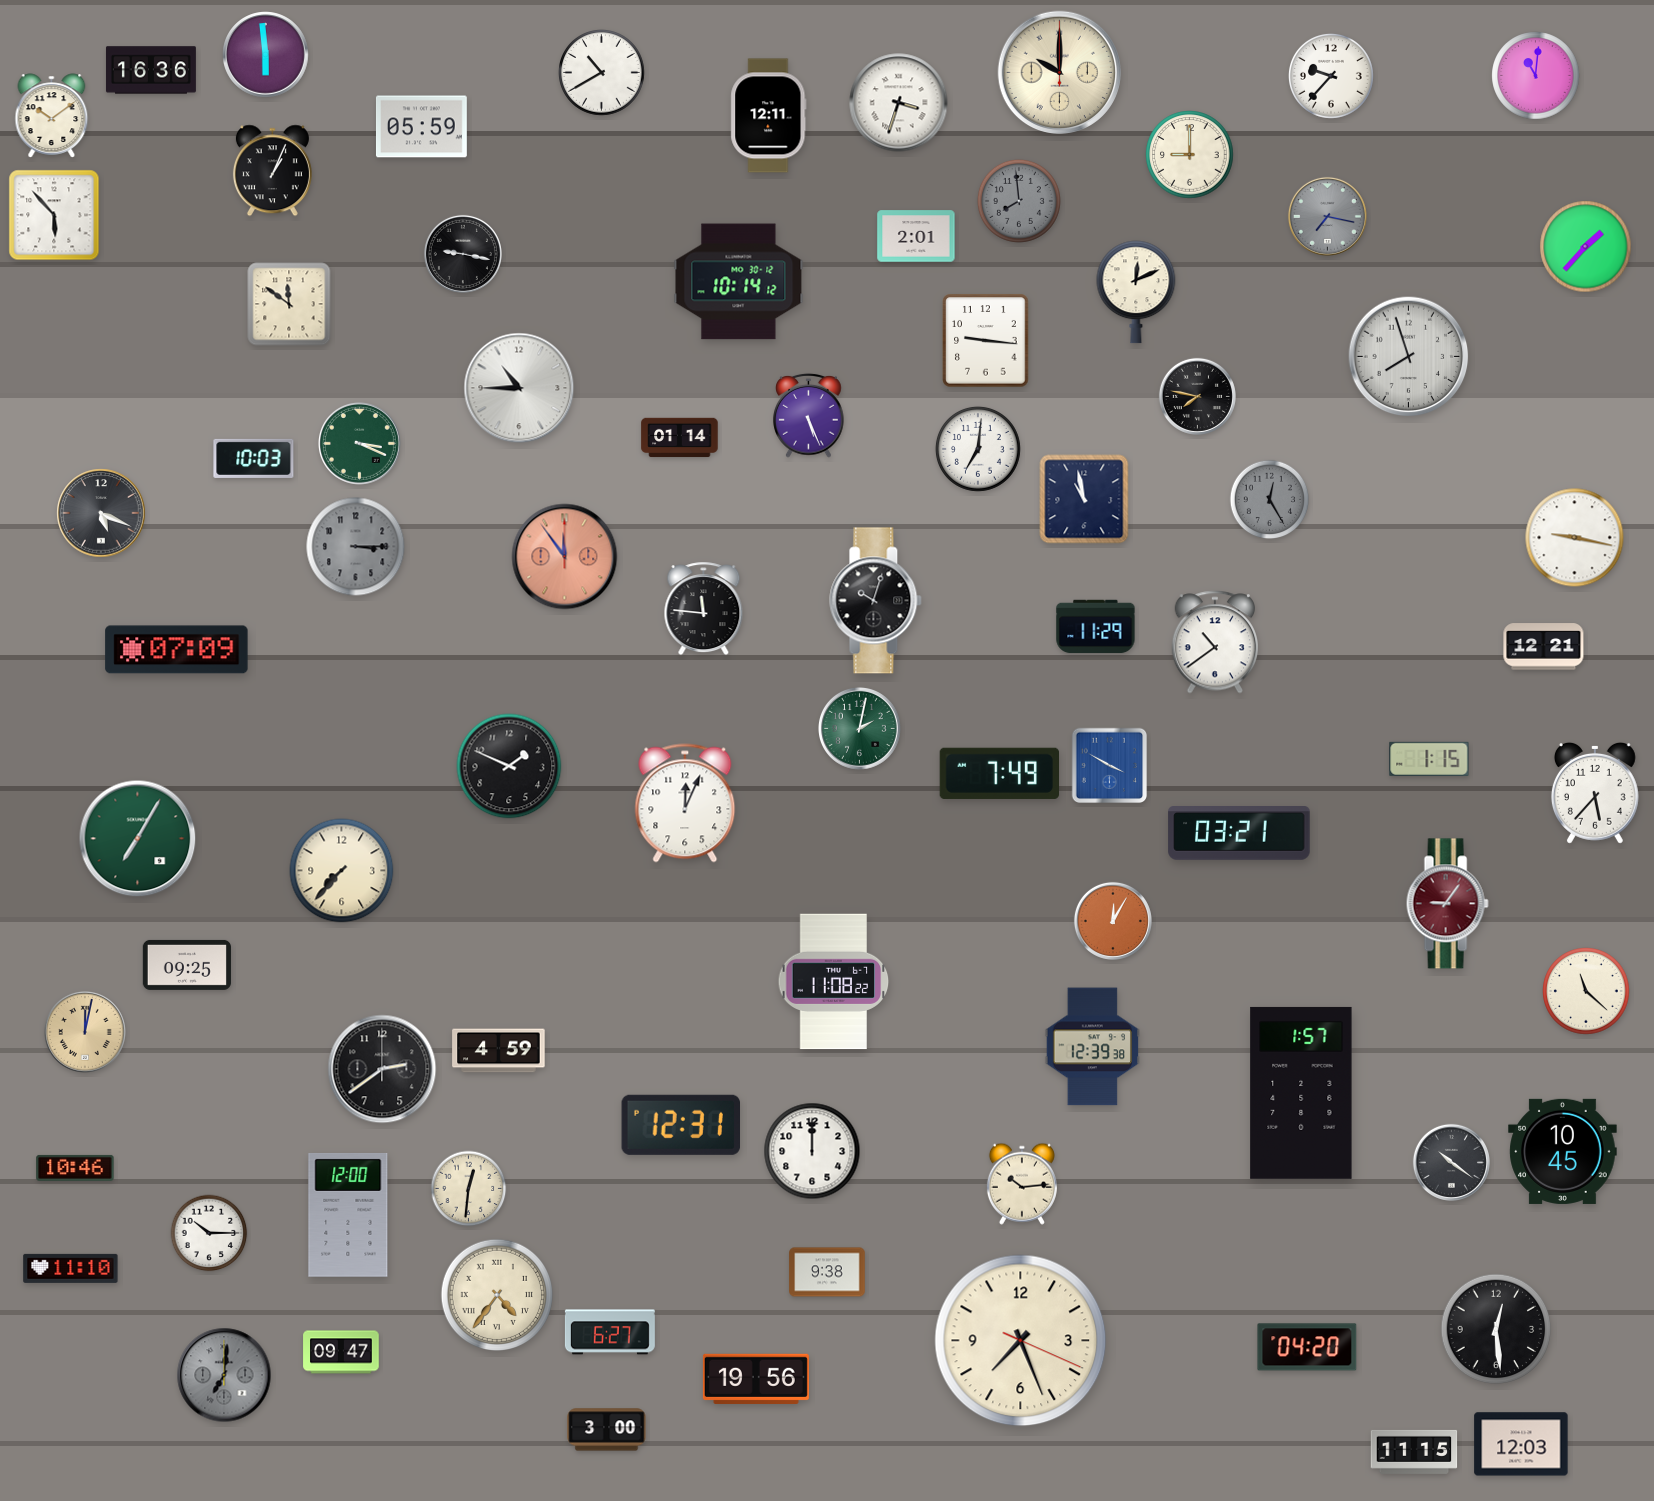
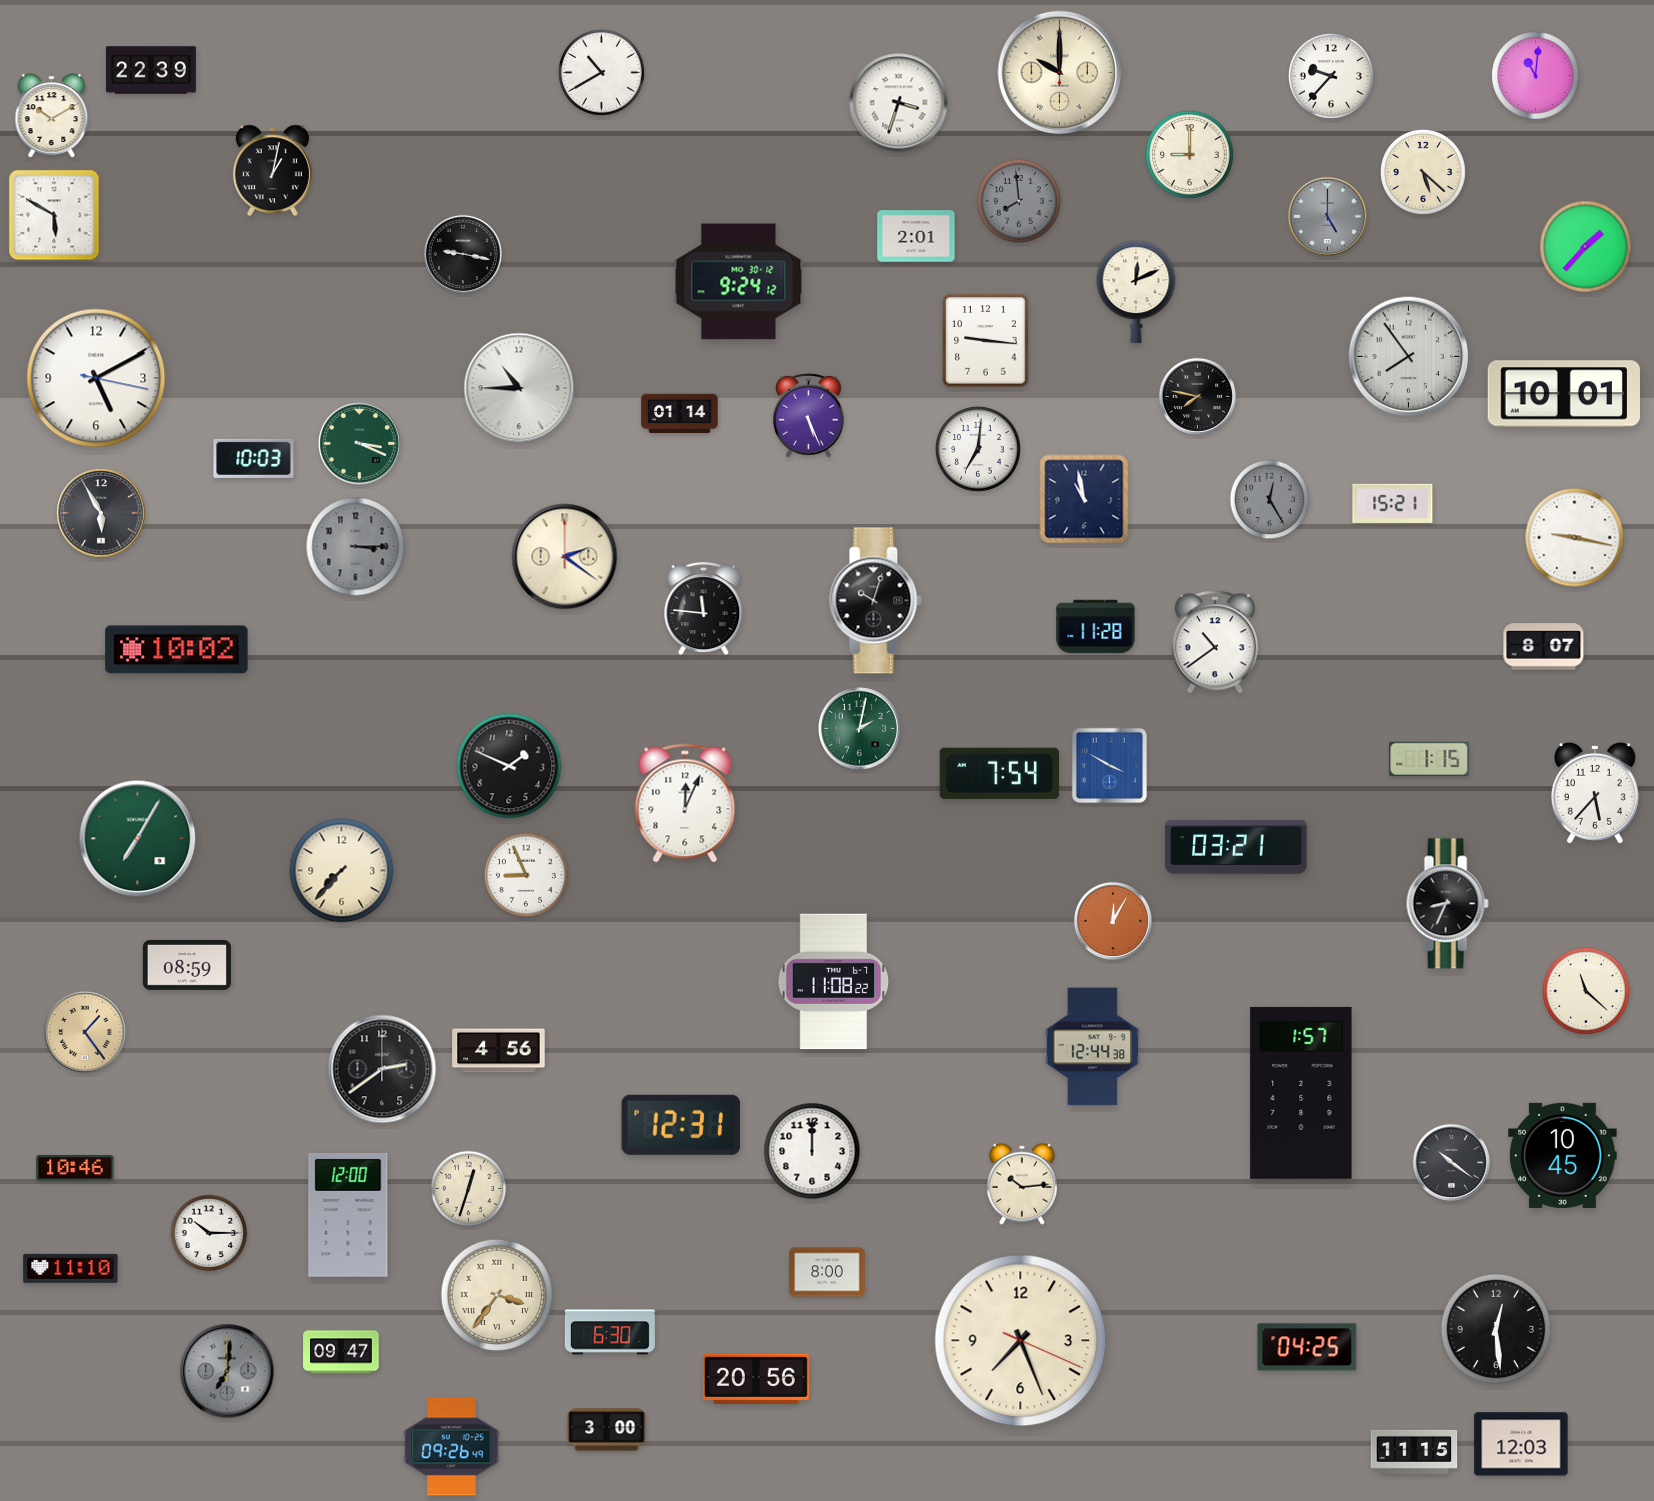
clock at (266, 55): 5:59 -> none
clock at (151, 70): 16:36 -> 22:39
clock at (52, 116): 10:09 -> 10:10
clock at (769, 116): 12:11 -> none
clock at (421, 127): 05:59 -> none
clock at (272, 171): 1:04 -> 1:02
clock at (1423, 172): none -> 5:22
clock at (54, 215): 5:53 -> 5:50
clock at (1327, 216): 7:17 -> 5:00
clock at (739, 282): 10:14 -> 9:24
clock at (289, 304): 11:51 -> none
clock at (1409, 357): 7:57 -> 7:54
clock at (96, 378): none -> 5:10
clock at (1564, 394): none -> 10:01
clock at (680, 438) position: (680, 438) -> (680, 414)
clock at (1393, 503): none -> 15:21
clock at (101, 513): 5:19 -> 5:55
clock at (565, 557): 11:54 -> 2:21
clock at (565, 557) dial: salmon -> cream
clock at (1096, 627): 11:29 -> 11:28
clock at (1544, 647): 12:21 -> 8:07
clock at (177, 650): 07:09 -> 10:02
clock at (999, 773): 7:49 -> 7:54
clock at (1239, 834) position: (1239, 834) -> (1236, 848)
clock at (526, 875): none -> 8:56
clock at (1447, 904): 9:06 -> 8:34
clock at (1447, 904) dial: burgundy -> black
clock at (187, 965): 09:25 -> 08:59
clock at (85, 1032): 12:02 -> 1:24
clock at (1092, 1047): 12:39 -> 12:44
clock at (499, 1051): 4:59 -> 4:56
clock at (1563, 1151) position: (1563, 1151) -> (1563, 1155)
clock at (469, 1189): 12:31 -> 12:33
clock at (827, 1272): 9:38 -> 8:00
clock at (496, 1294): 4:36 -> 3:36
clock at (610, 1332): 6:27 -> 6:30
clock at (1307, 1347): 04:20 -> 04:25
clock at (224, 1375) position: (224, 1375) -> (227, 1371)
clock at (756, 1379): 19:56 -> 20:56
clock at (452, 1447): none -> 09:26
